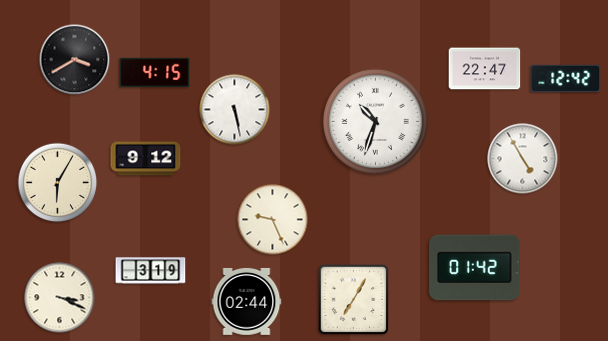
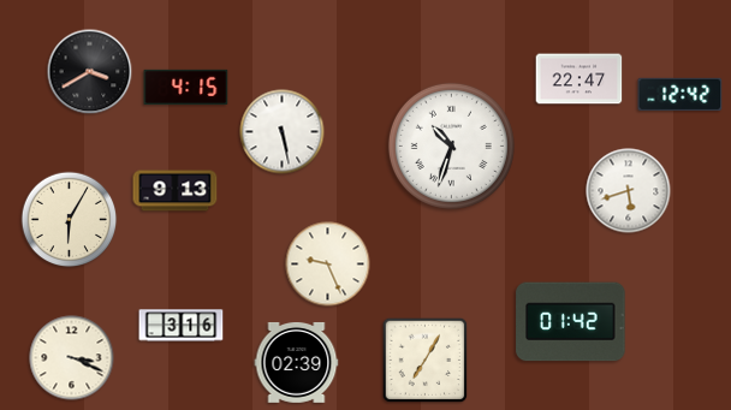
clock at (485, 69) position: (485, 69) -> (580, 79)
clock at (146, 159): 9:12 -> 9:13
clock at (523, 159): 4:55 -> 5:42
clock at (151, 271): 3:19 -> 3:16
clock at (247, 301): 02:44 -> 02:39
